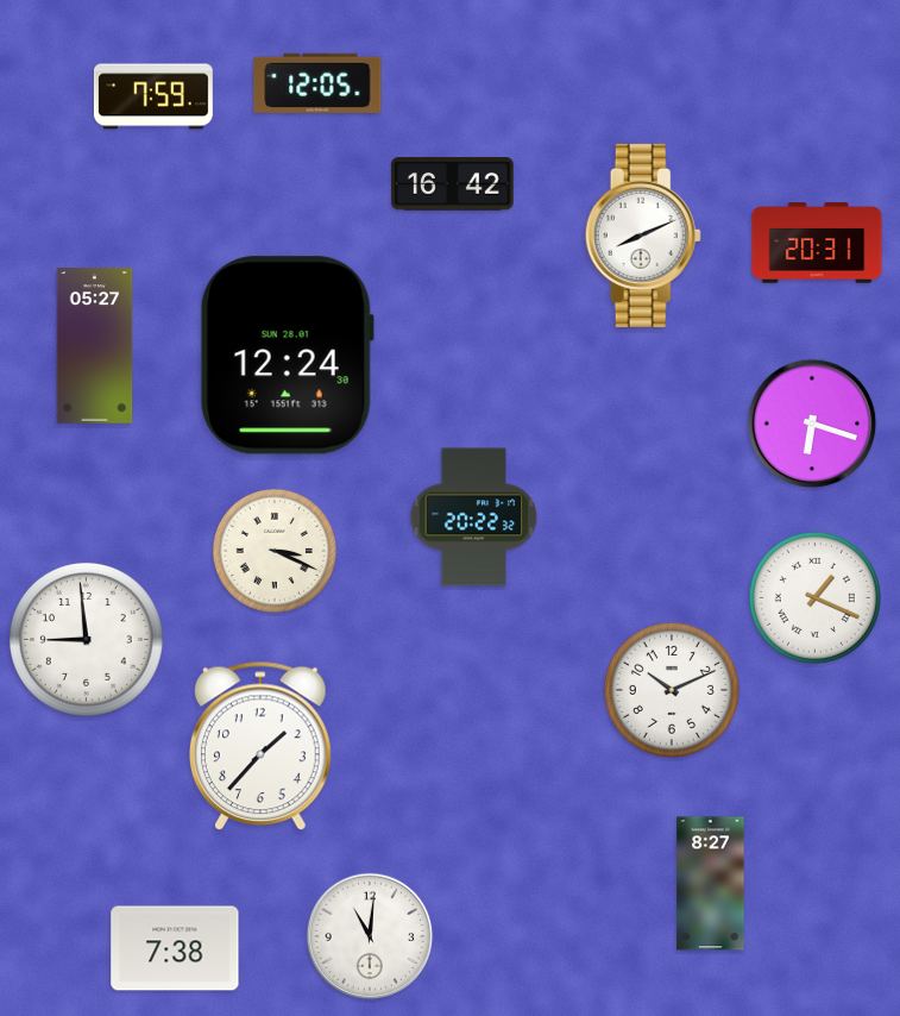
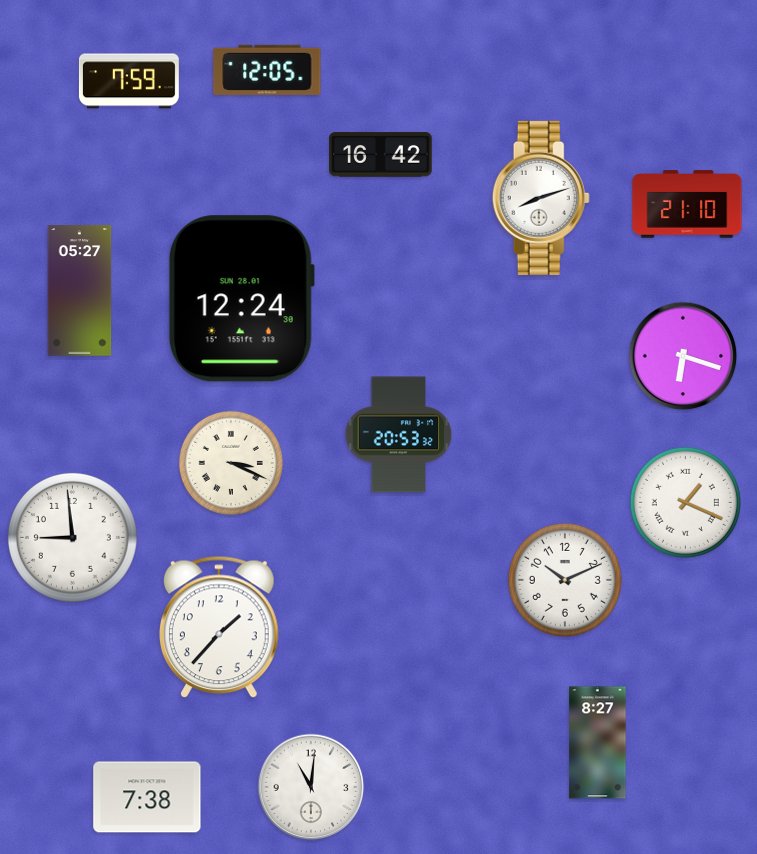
clock at (643, 236): 8:11 -> 8:12
clock at (817, 243): 20:31 -> 21:10
clock at (474, 518): 20:22 -> 20:53
